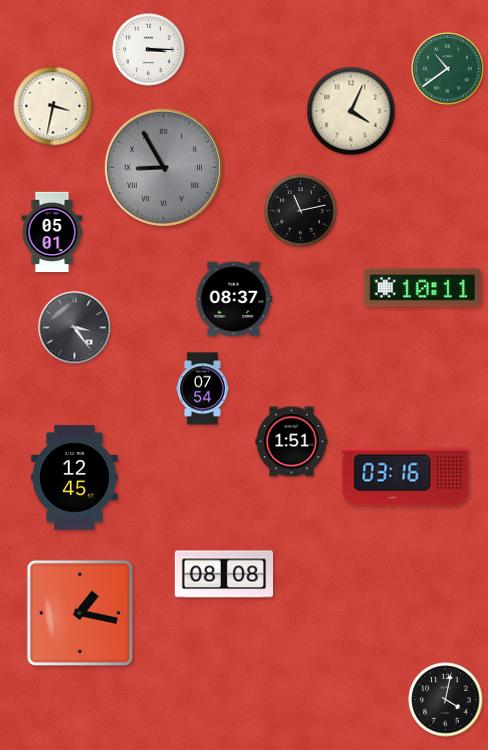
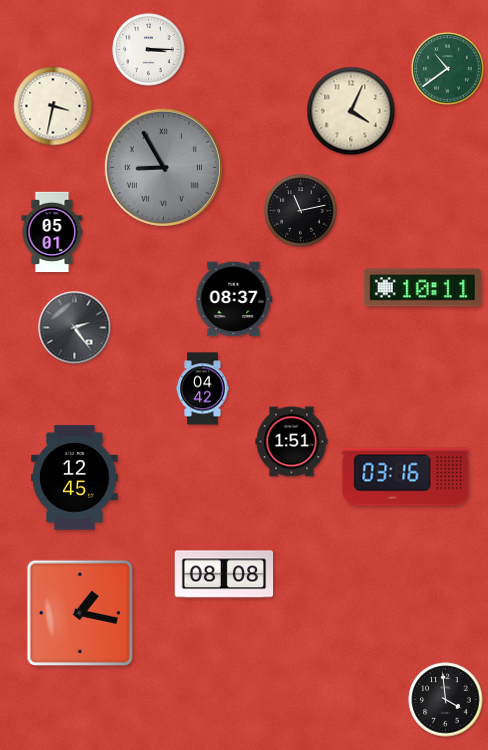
clock at (75, 328): 3:24 -> 2:24
clock at (203, 389): 07:54 -> 04:42
clock at (446, 700): 4:02 -> 3:59
